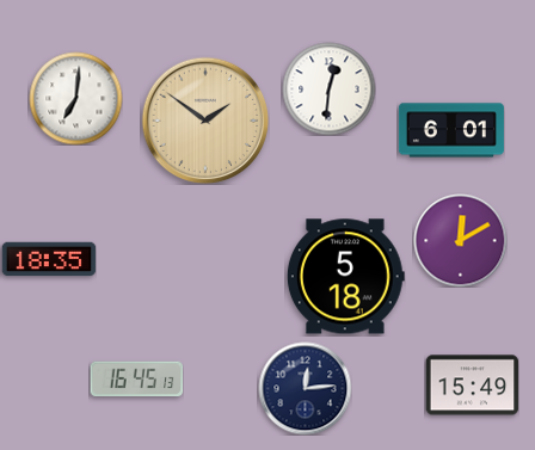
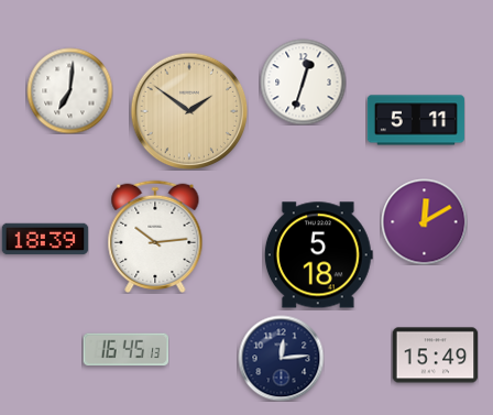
clock at (328, 88): 12:31 -> 12:33
clock at (451, 130): 6:01 -> 5:11
clock at (155, 236): none -> 10:14
clock at (49, 259): 18:35 -> 18:39
